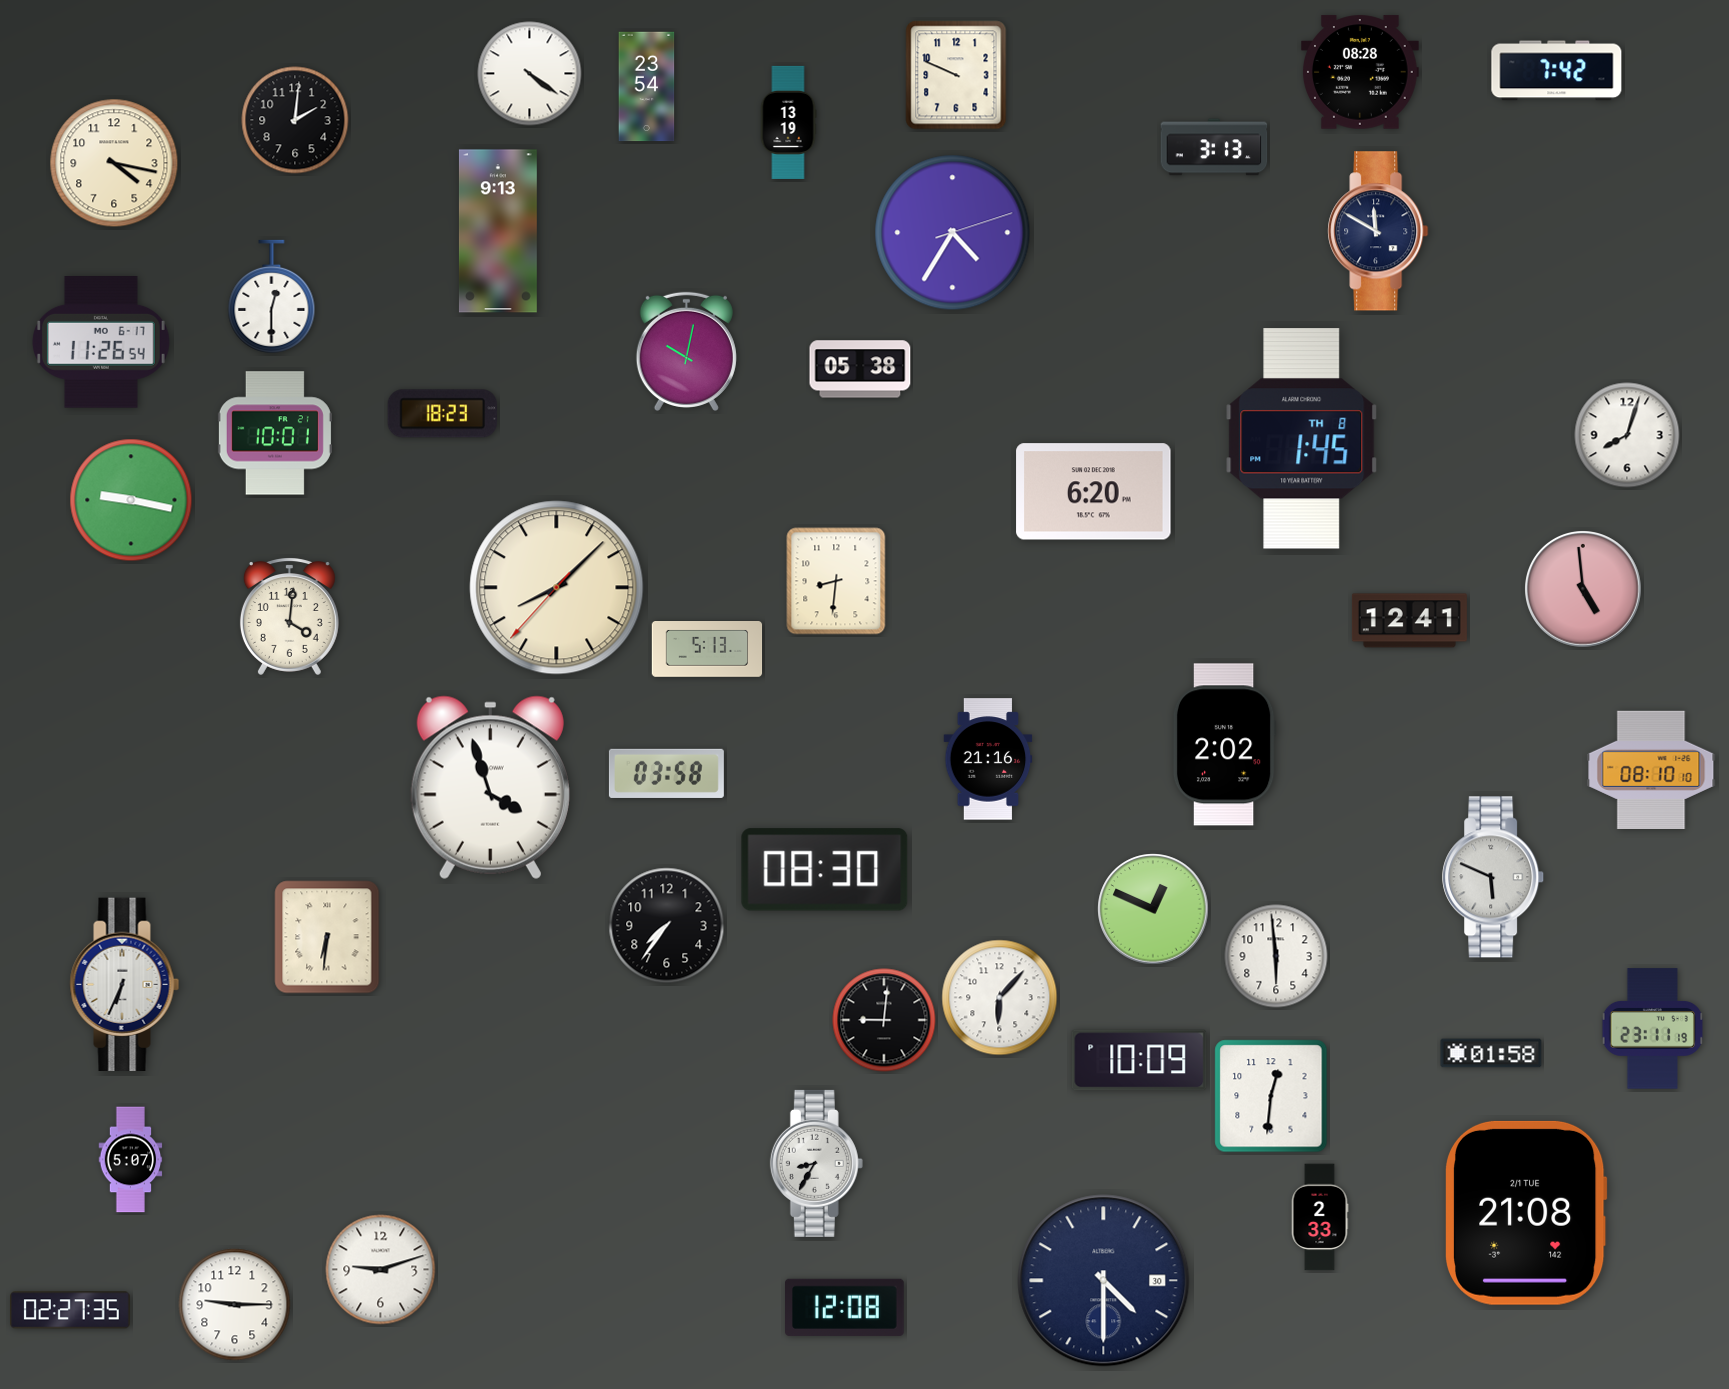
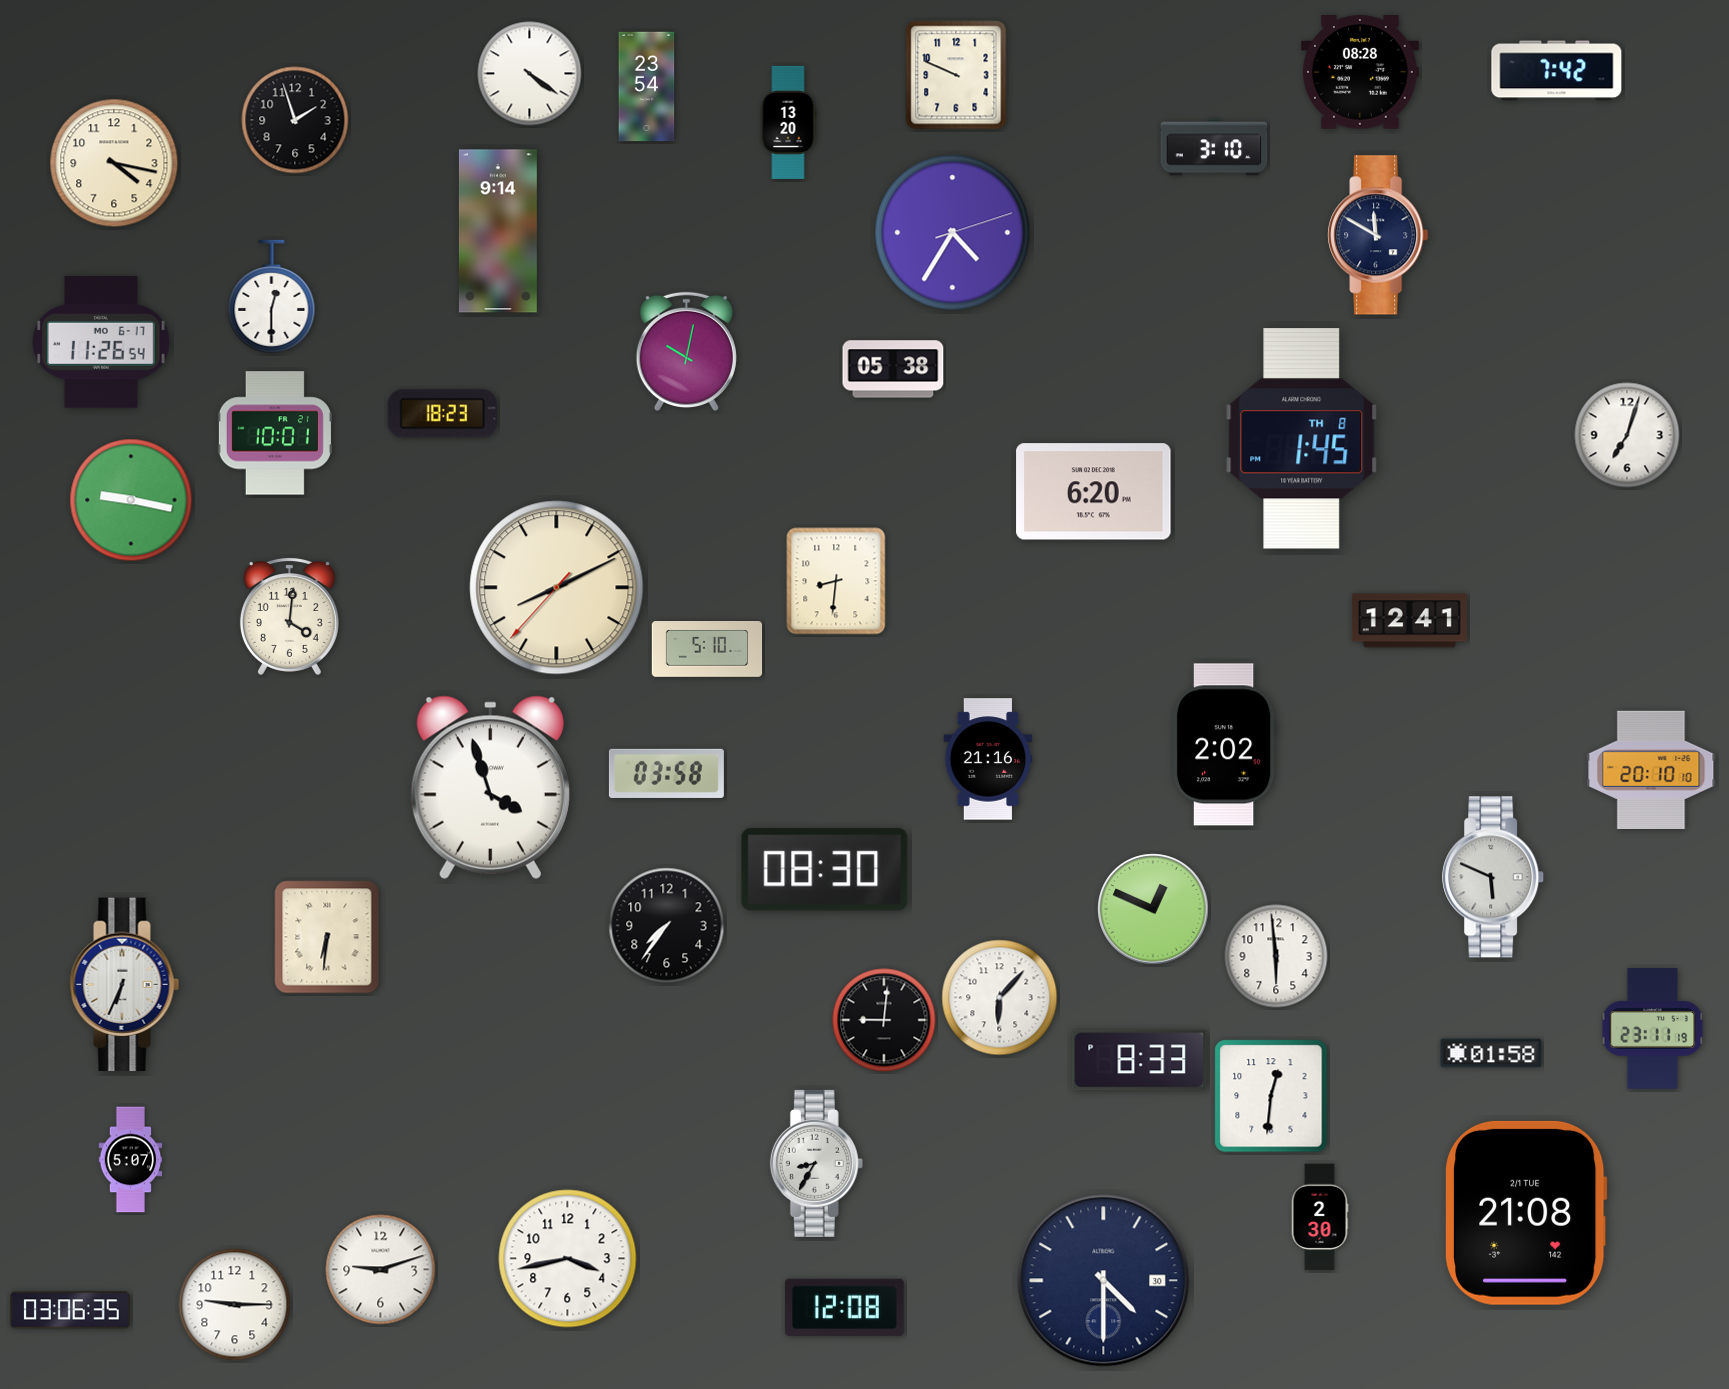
clock at (295, 120): 2:01 -> 1:57
clock at (788, 122): 13:19 -> 13:20
clock at (1214, 147): 3:13 -> 3:10
clock at (498, 231): 9:13 -> 9:14
clock at (1378, 231) position: (1378, 231) -> (1378, 235)
clock at (860, 369) position: (860, 369) -> (893, 369)
clock at (1627, 435): 8:03 -> 7:03
clock at (557, 588): 8:07 -> 8:10
clock at (1584, 590): 4:59 -> none
clock at (707, 650): 5:13 -> 5:10
clock at (1651, 770): 08:10 -> 20:10
clock at (1139, 1060): 10:09 -> 8:33
clock at (1320, 1217): 2:33 -> 2:30
clock at (568, 1259): none -> 3:43
clock at (70, 1310): 02:27 -> 03:06
